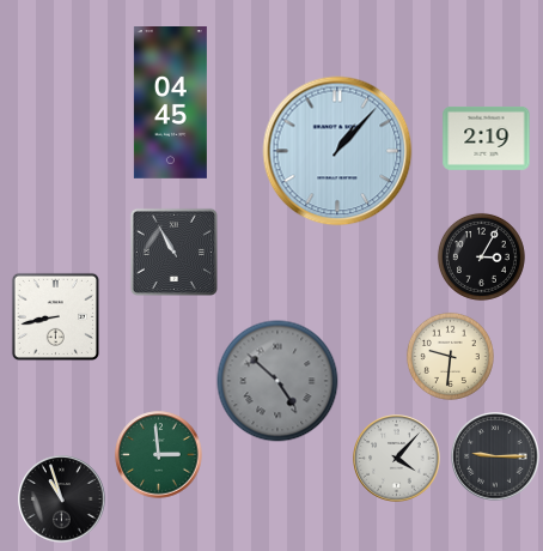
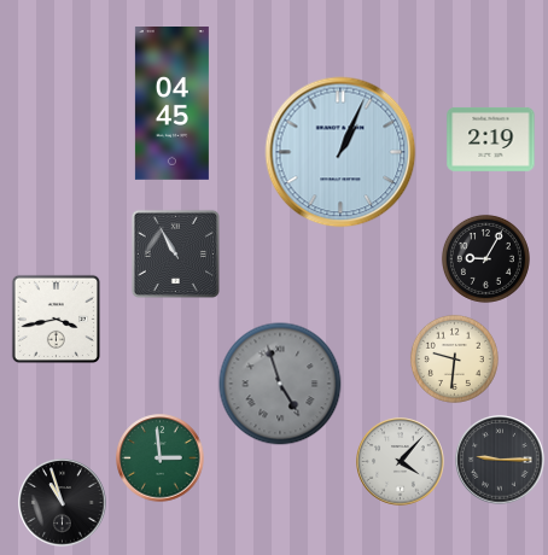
clock at (337, 151): 1:07 -> 1:04
clock at (481, 256): 3:05 -> 9:05
clock at (55, 316): 8:43 -> 3:43
clock at (277, 381): 4:52 -> 4:57
